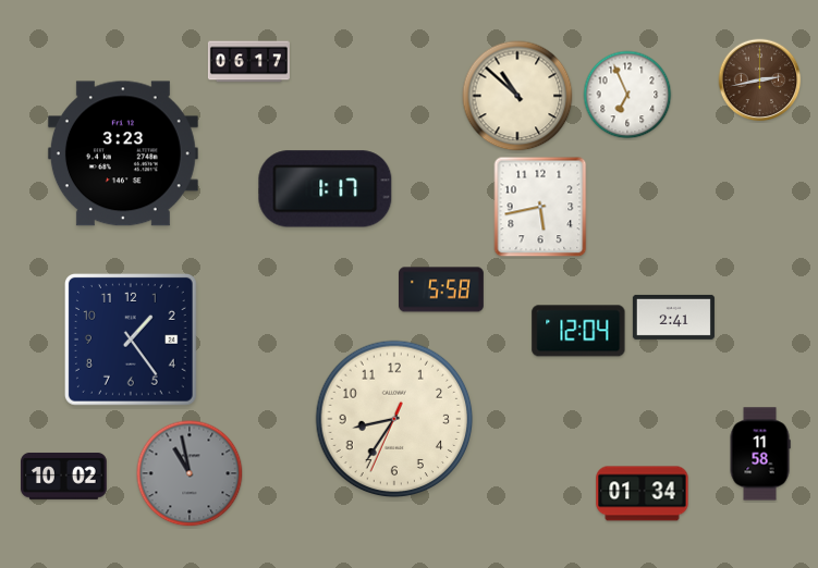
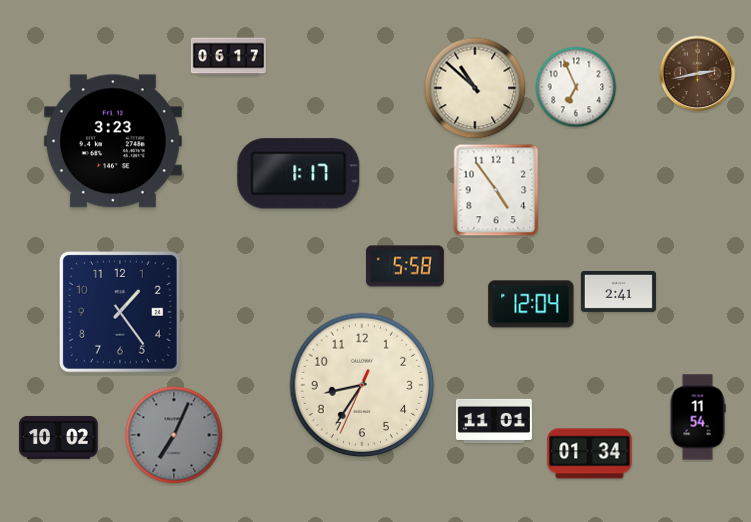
clock at (540, 207): 5:43 -> 4:54
clock at (760, 454): 11:58 -> 11:54
clock at (494, 421): none -> 11:01
clock at (190, 473): 10:58 -> 7:04
